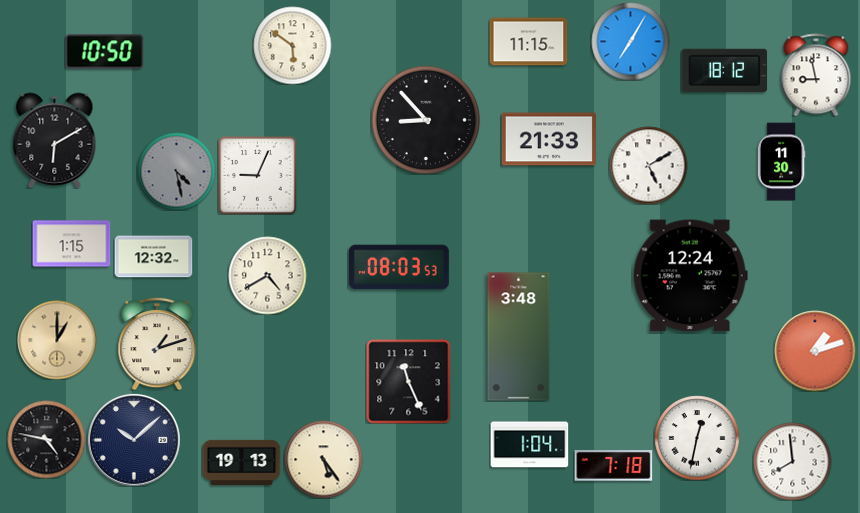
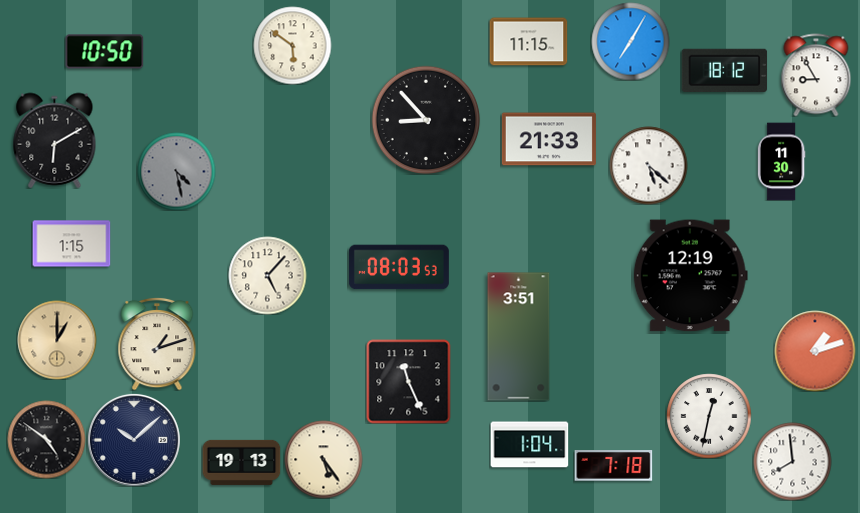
clock at (816, 75): 8:58 -> 8:55
clock at (648, 165): 5:10 -> 5:22
clock at (257, 175): 9:04 -> none
clock at (153, 257): 12:32 -> none
clock at (267, 275): 4:40 -> 5:07
clock at (690, 276): 12:24 -> 12:19
clock at (519, 337): 3:48 -> 3:51
clock at (697, 438) position: (697, 438) -> (709, 416)
clock at (46, 439): 4:47 -> 4:51
